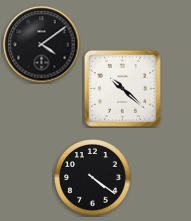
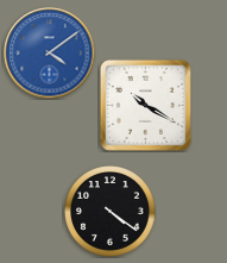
clock at (42, 45) dial: black -> blue
clock at (122, 88): 10:22 -> 10:20
